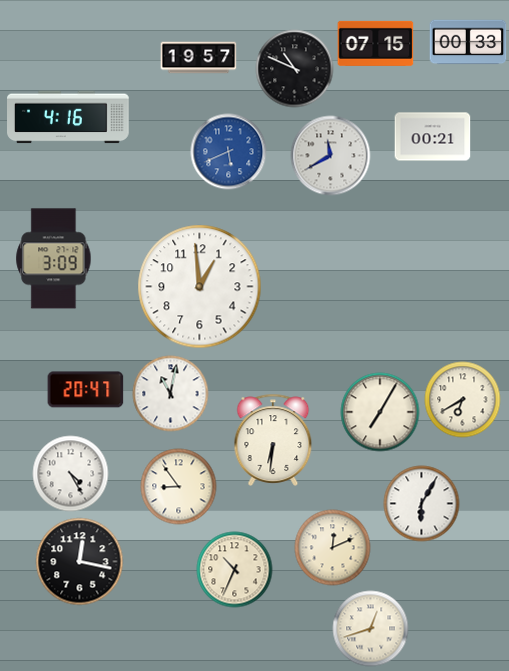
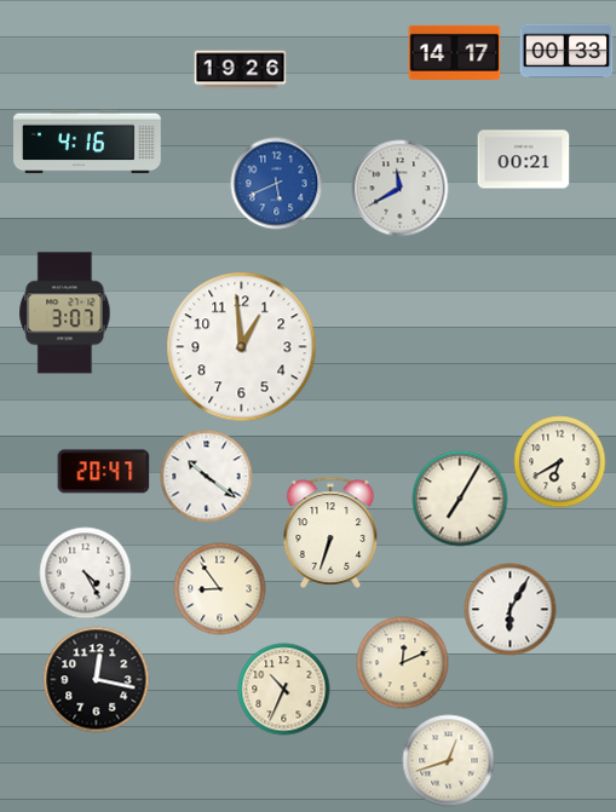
clock at (376, 43): 07:15 -> 14:17
clock at (199, 58): 19:57 -> 19:26
clock at (295, 69): 10:49 -> none
clock at (69, 117) position: (69, 117) -> (88, 142)
clock at (433, 137) position: (433, 137) -> (524, 160)
clock at (54, 259): 3:09 -> 3:07
clock at (171, 394): 11:02 -> 10:21
clock at (463, 400) position: (463, 400) -> (560, 462)
clock at (273, 440): 6:31 -> 6:33
clock at (179, 487) position: (179, 487) -> (220, 589)
